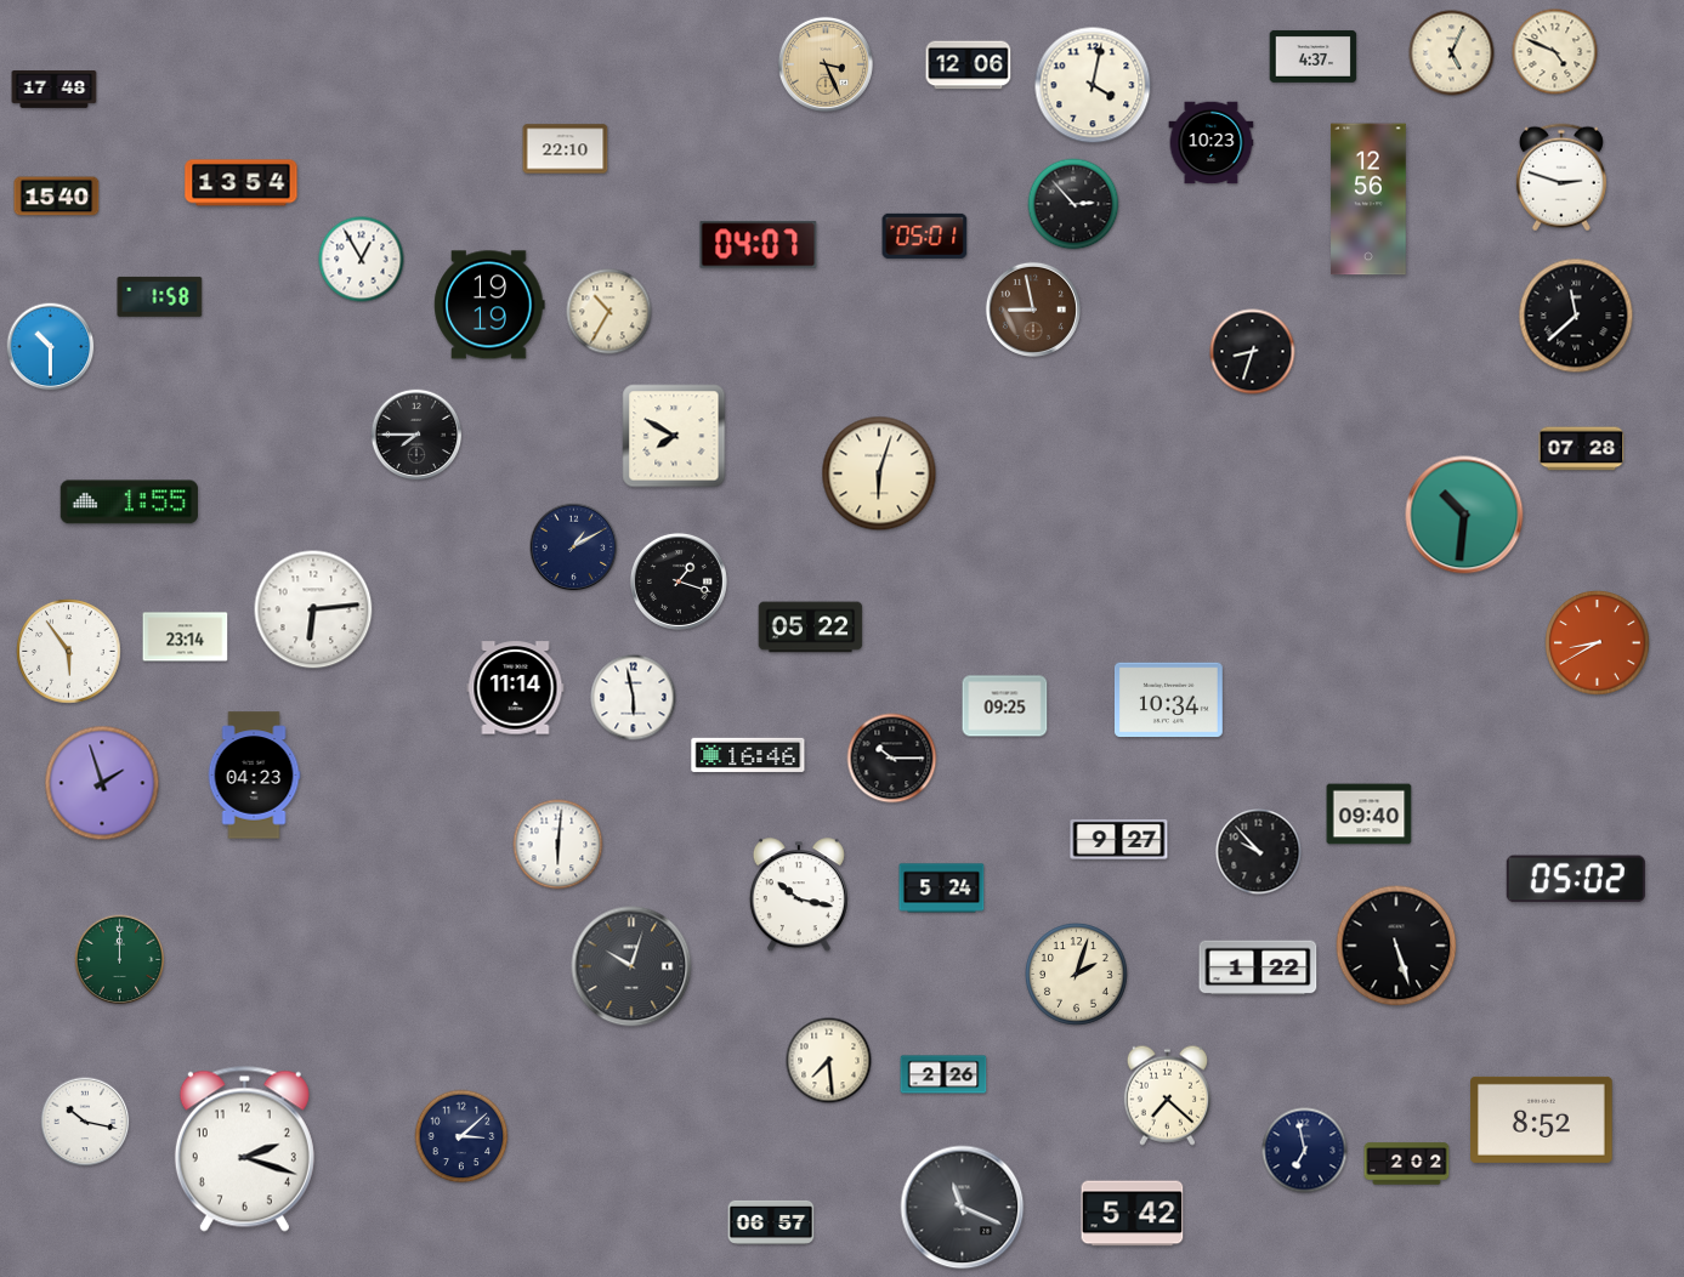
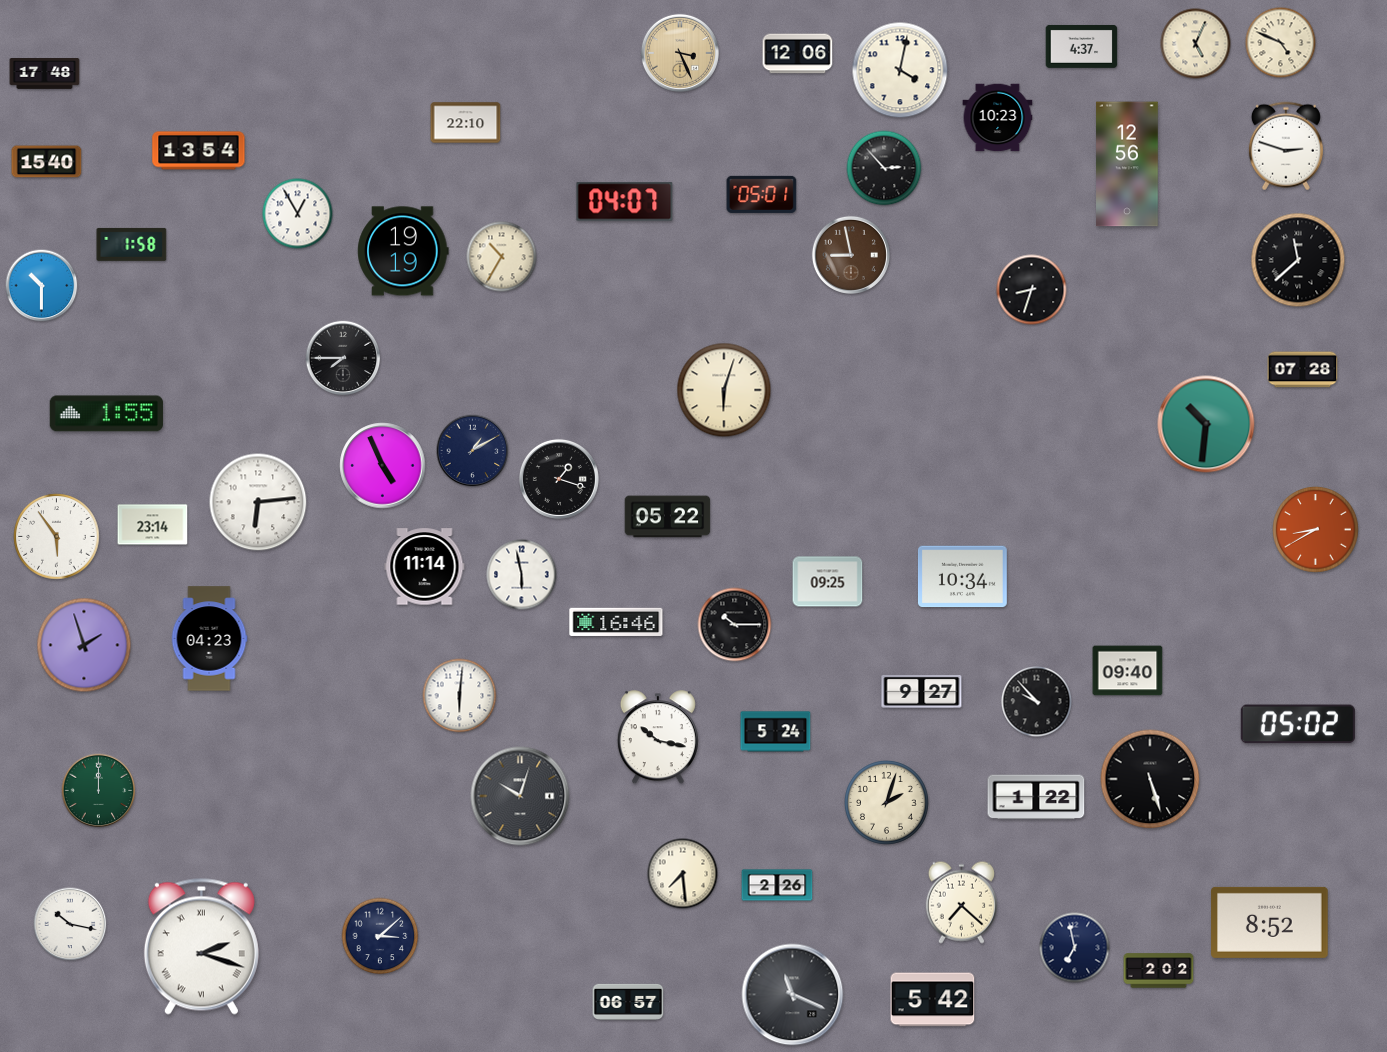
clock at (674, 436): 7:50 -> none
clock at (383, 466): none -> 4:56
clock at (244, 1148) numerals: Arabic -> Roman
clock at (1407, 1164) position: (1407, 1164) -> (1159, 971)
clock at (771, 1222) position: (771, 1222) -> (628, 1002)
